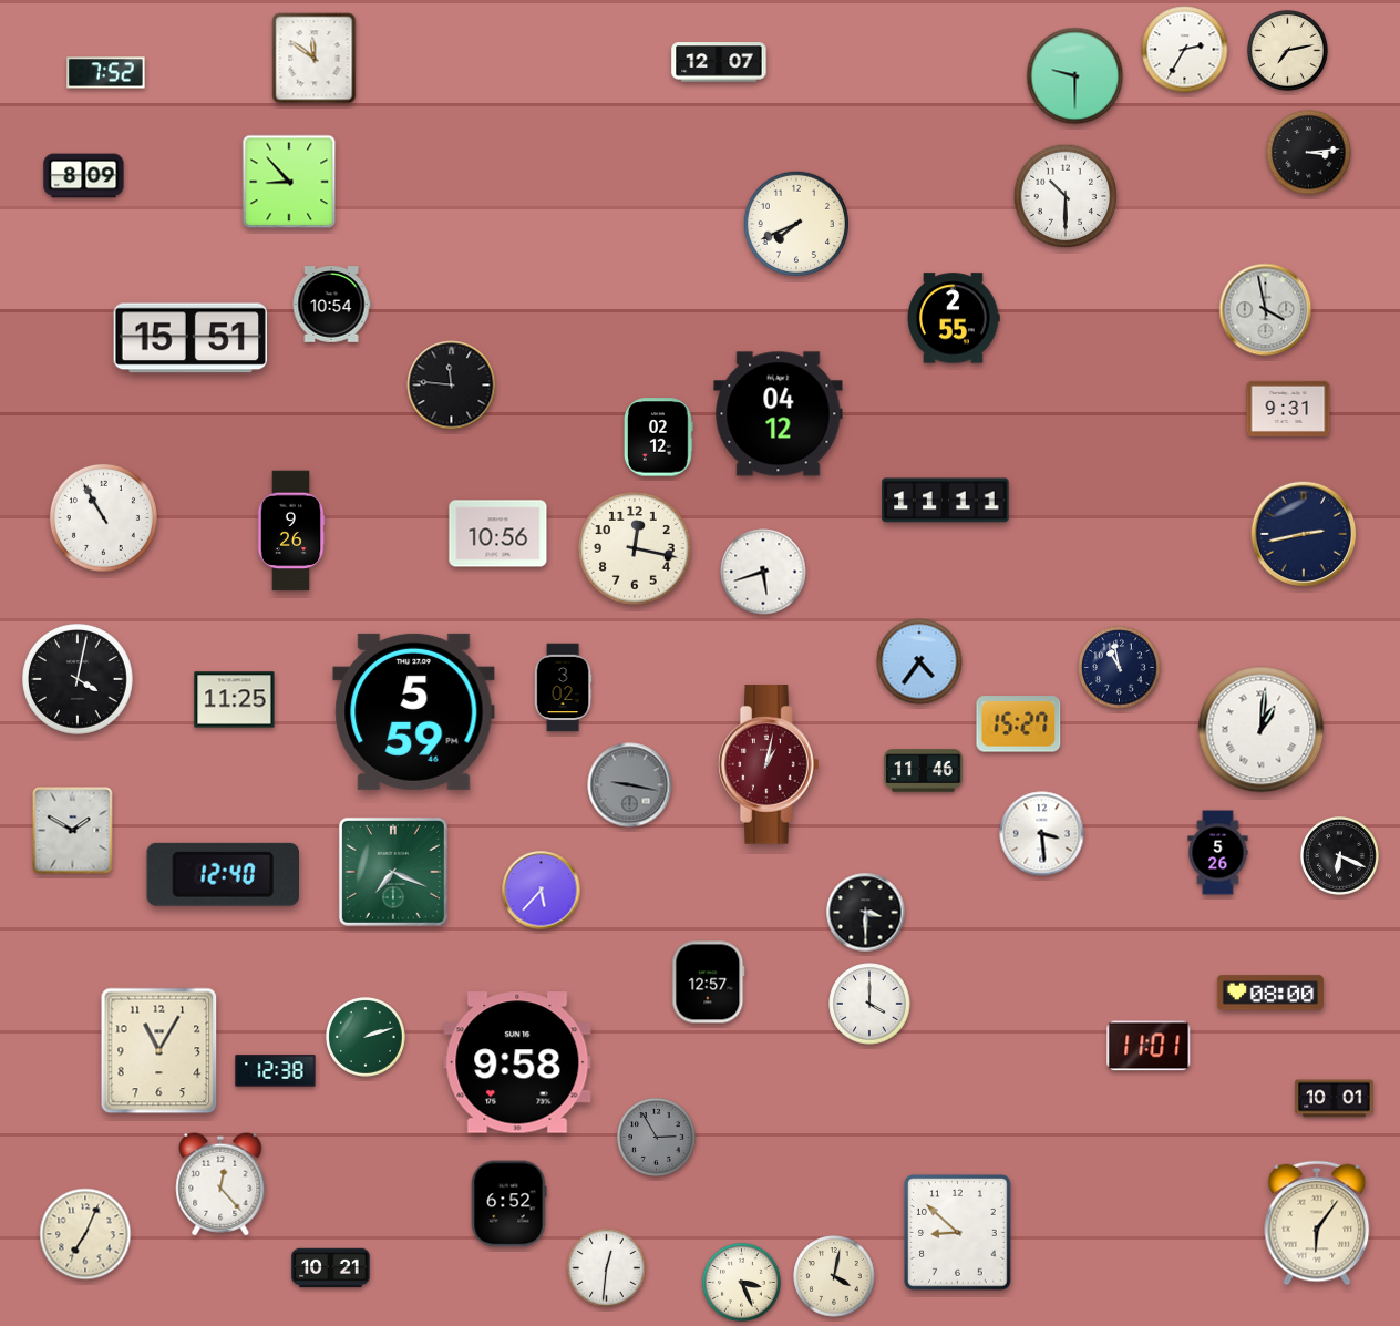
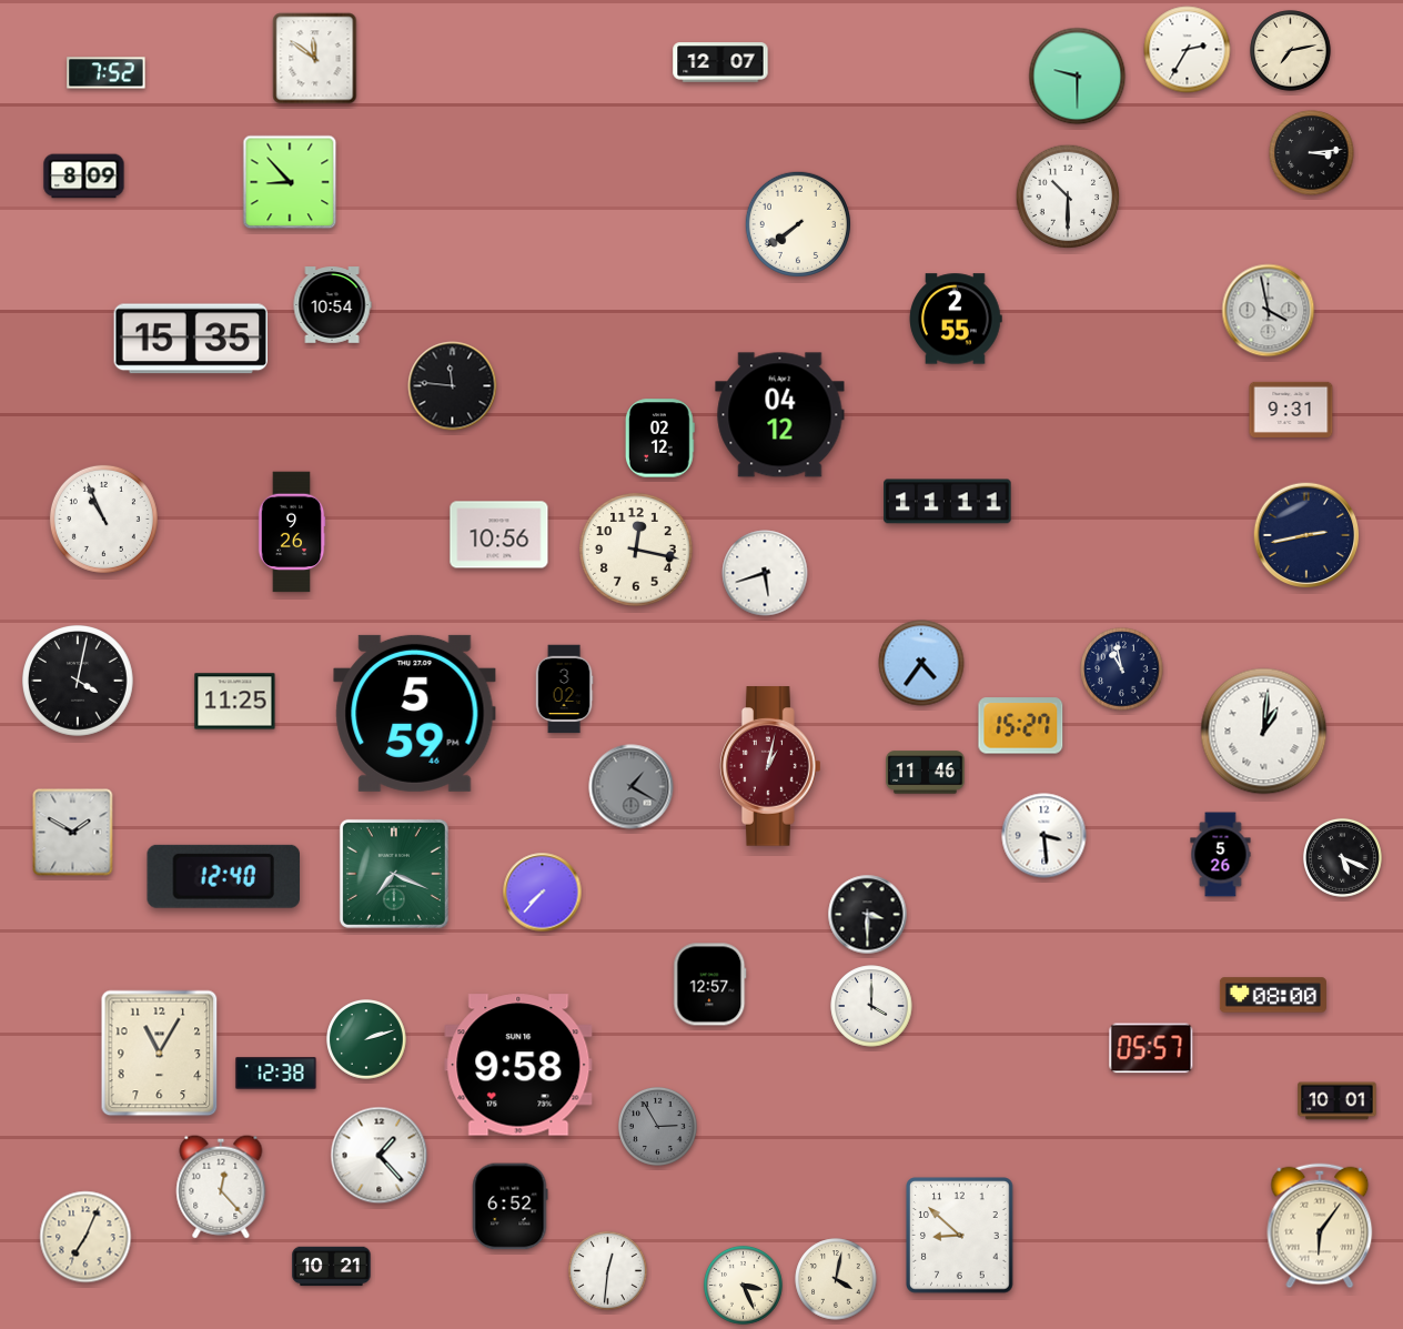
clock at (795, 223): 7:41 -> 7:39
clock at (189, 338): 15:51 -> 15:35
clock at (103, 517): 10:55 -> 10:56
clock at (630, 785): 9:17 -> 1:20
clock at (1339, 855): 6:19 -> 5:19
clock at (542, 891): 5:37 -> 7:37
clock at (1149, 1046): 11:01 -> 05:57
clock at (656, 1137) position: (656, 1137) -> (657, 1126)
clock at (380, 1156): none -> 1:23
clock at (331, 1268) position: (331, 1268) -> (332, 1267)
